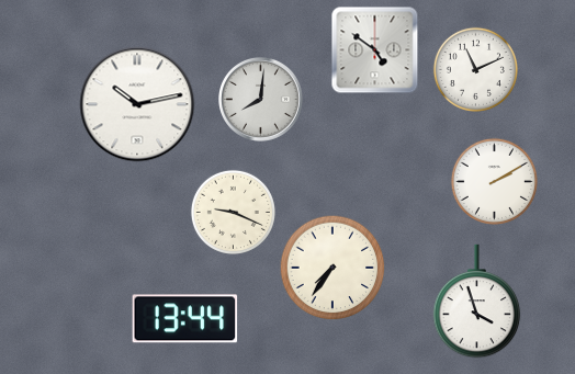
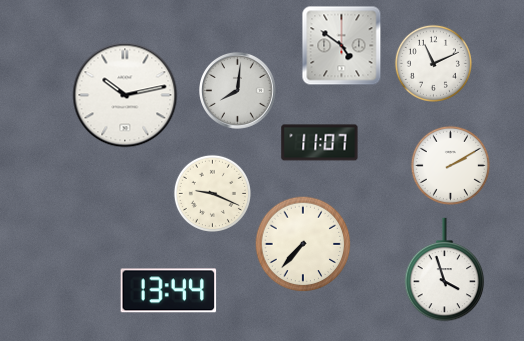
clock at (320, 143): none -> 11:07
clock at (332, 268): 7:36 -> 7:37
clock at (477, 302) position: (477, 302) -> (445, 270)
